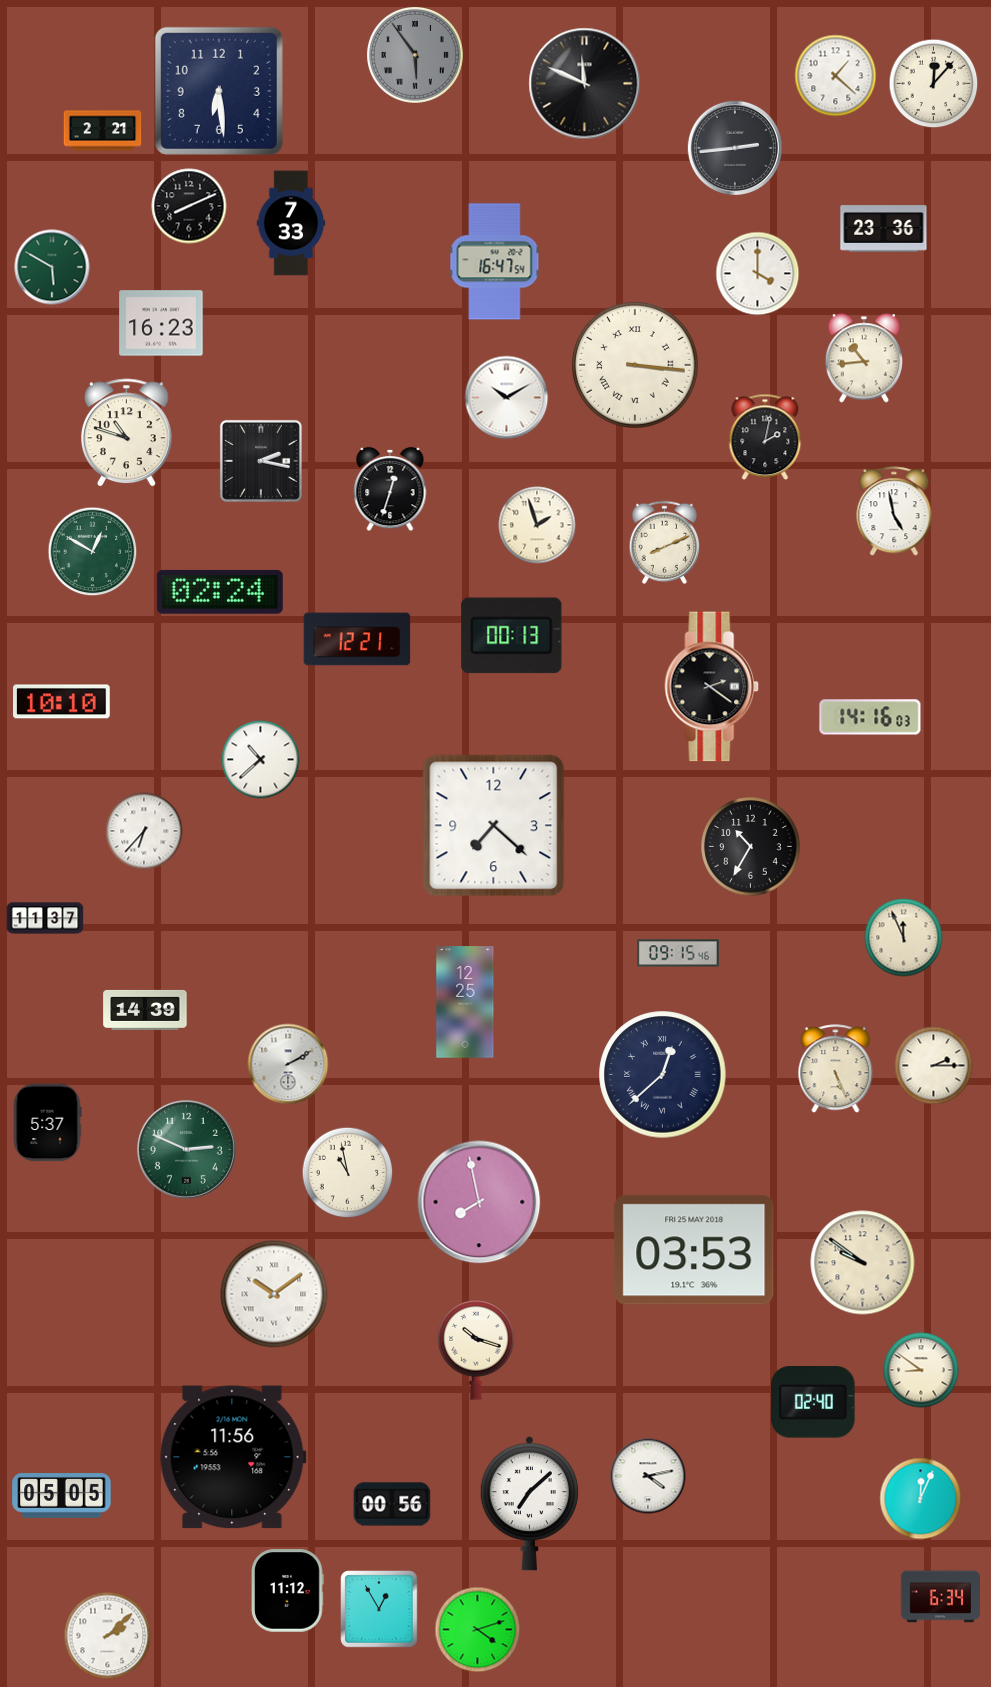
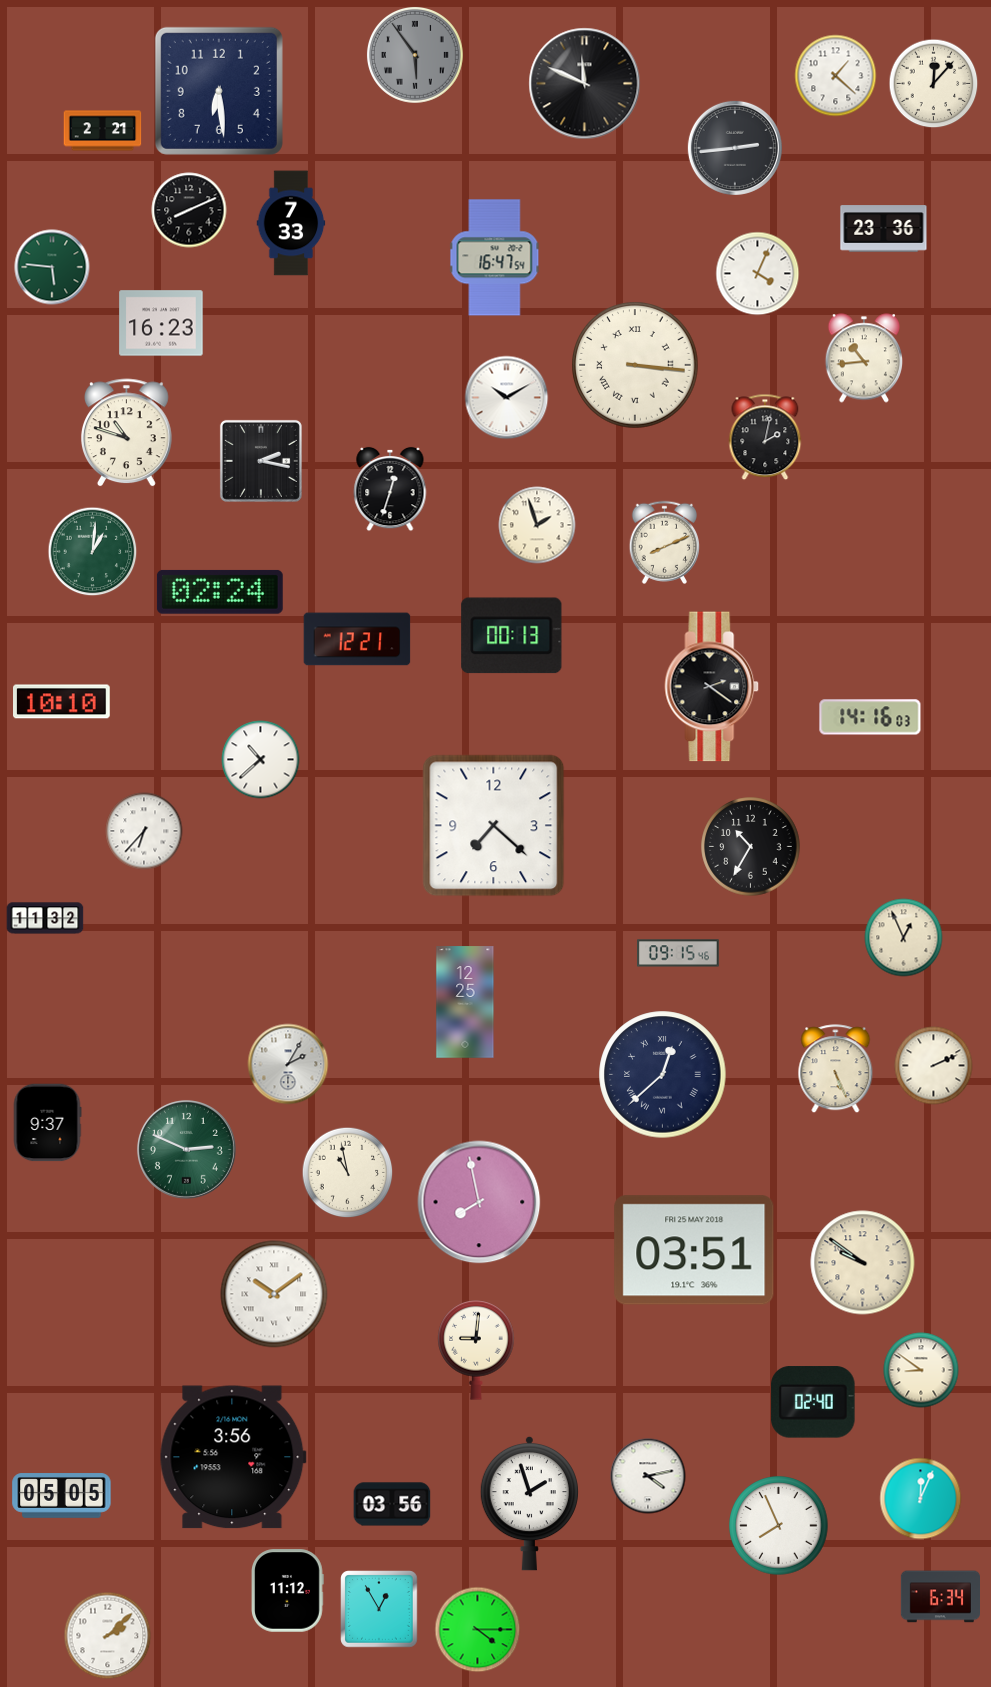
clock at (189, 206) position: (189, 206) -> (189, 210)
clock at (495, 262) position: (495, 262) -> (495, 258)
clock at (52, 267): 5:50 -> 5:46
clock at (758, 274): 4:00 -> 4:04
clock at (894, 512): 4:58 -> none
clock at (93, 552): 12:50 -> 1:01
clock at (45, 918): 11:37 -> 11:32
clock at (904, 938): 11:56 -> 12:56
clock at (145, 1010): 14:39 -> none
clock at (288, 1064): 2:10 -> 2:05
clock at (934, 1066): 2:15 -> 2:11
clock at (47, 1123): 5:37 -> 9:37
clock at (694, 1250): 03:53 -> 03:51
clock at (476, 1351): 10:18 -> 9:01
clock at (233, 1457): 11:56 -> 3:56
clock at (529, 1503): 7:08 -> 1:57
clock at (392, 1504): 00:56 -> 03:56
clock at (779, 1526): none -> 7:56
clock at (478, 1630): 4:12 -> 4:15
